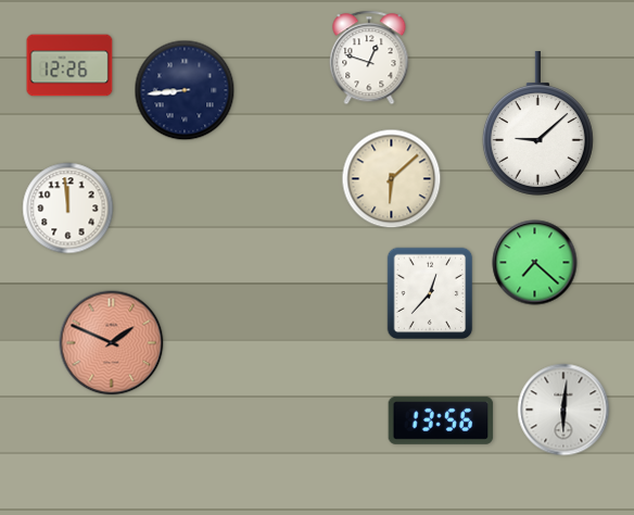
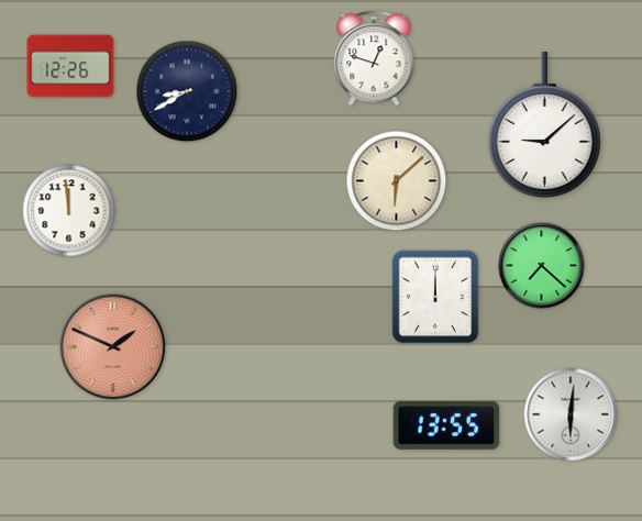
clock at (185, 90): 8:44 -> 8:40
clock at (430, 293): 12:37 -> 12:00
clock at (441, 420): 13:56 -> 13:55
